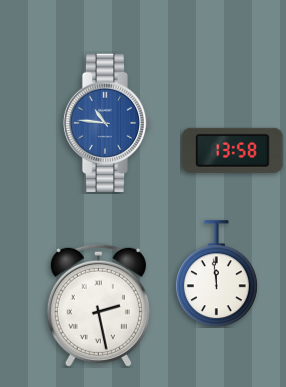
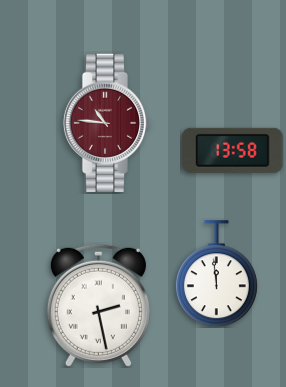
clock at (107, 122) dial: blue -> burgundy
